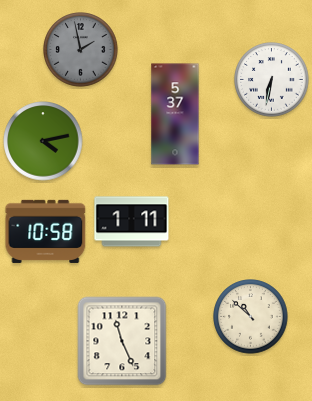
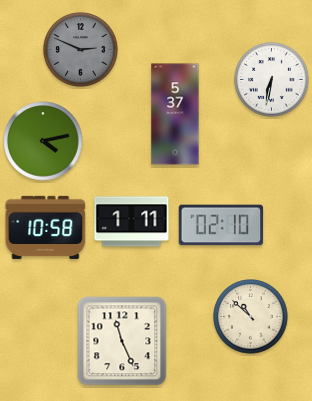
clock at (81, 50): 1:58 -> 2:49
clock at (221, 225): none -> 02:10
clock at (46, 231) position: (46, 231) -> (46, 227)
